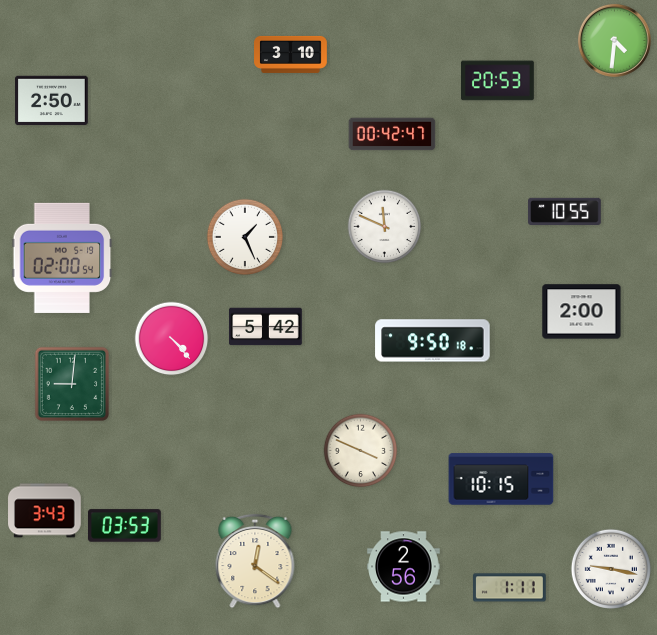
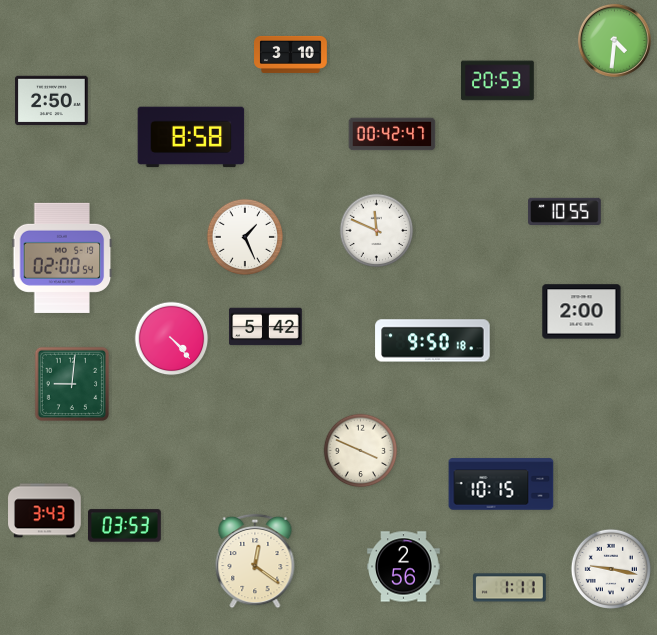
clock at (191, 137): none -> 8:58
clock at (385, 227) position: (385, 227) -> (377, 231)
clock at (501, 479) position: (501, 479) -> (501, 484)
